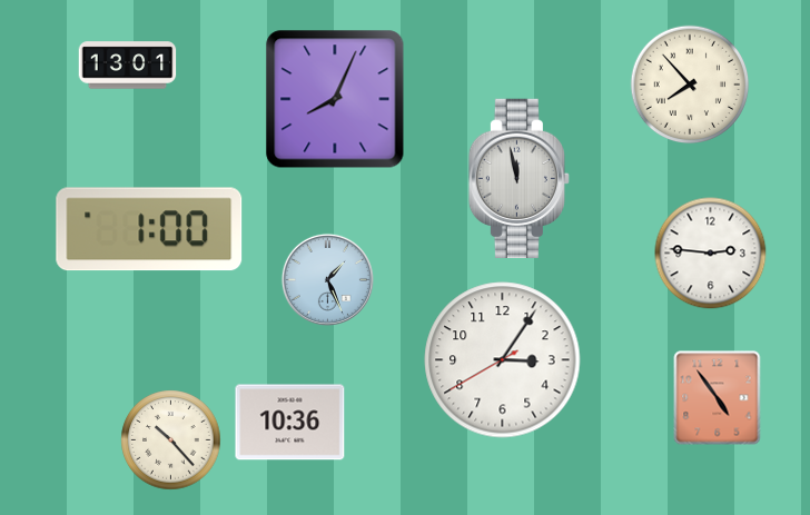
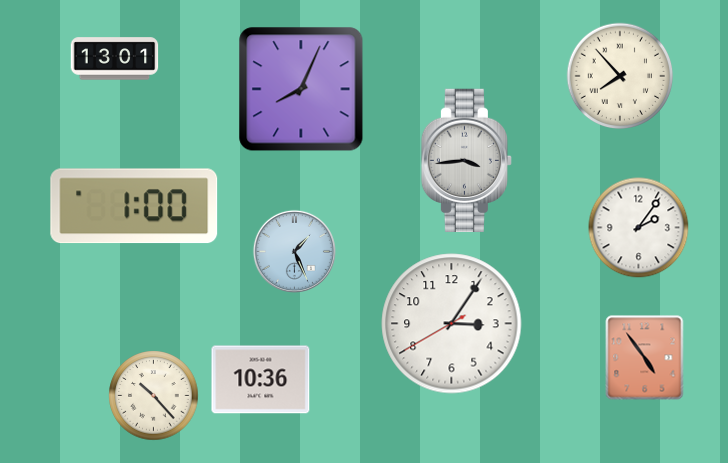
clock at (518, 178): 11:58 -> 3:44
clock at (711, 254): 2:46 -> 2:06
